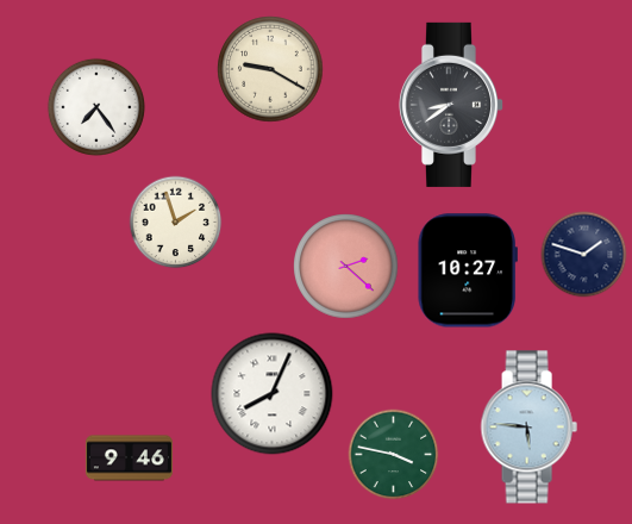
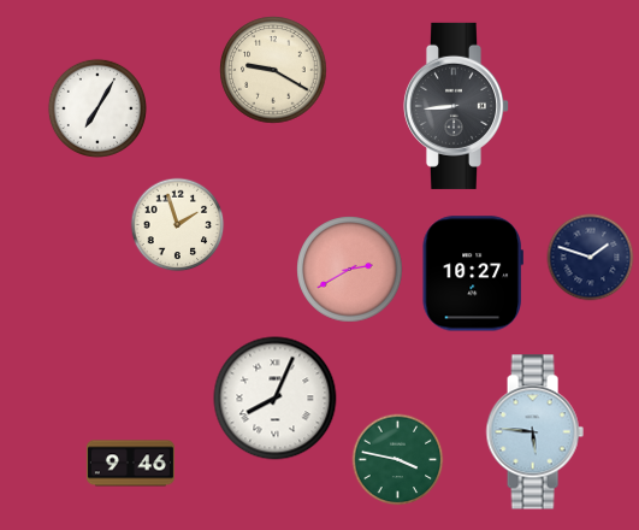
clock at (450, 105): 8:39 -> 8:44
clock at (96, 107): 7:24 -> 7:05
clock at (346, 267): 2:22 -> 2:40
